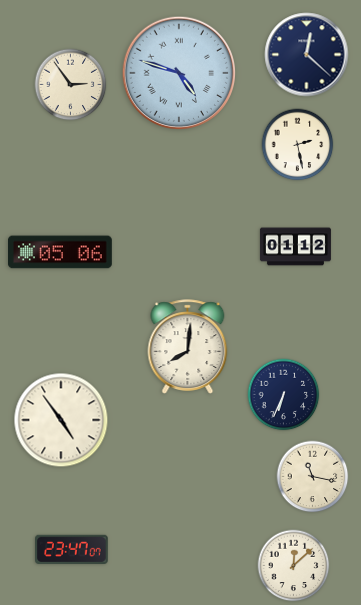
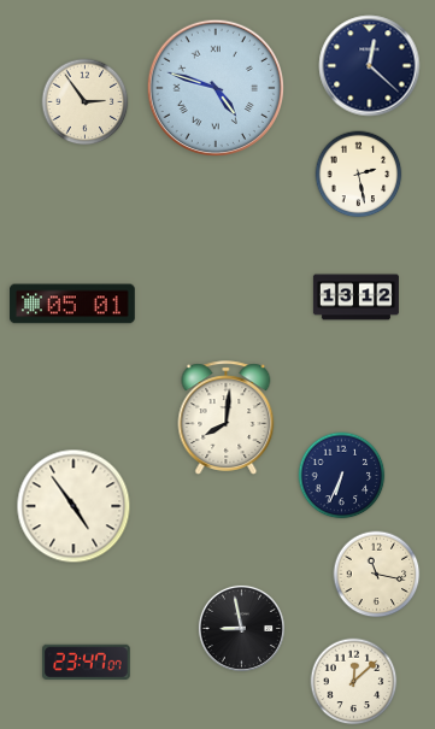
clock at (295, 247): 01:12 -> 13:12
clock at (61, 252): 05:06 -> 05:01
clock at (241, 628): none -> 8:58
